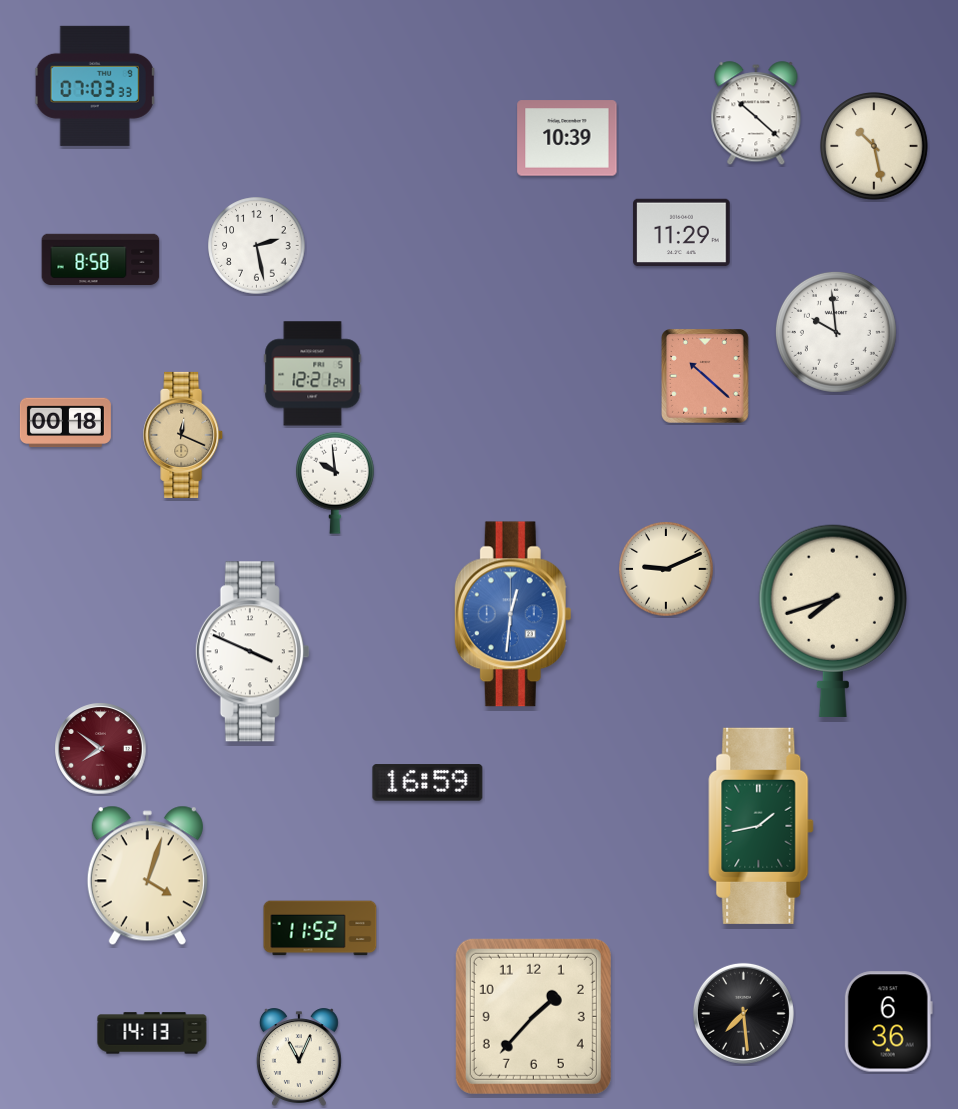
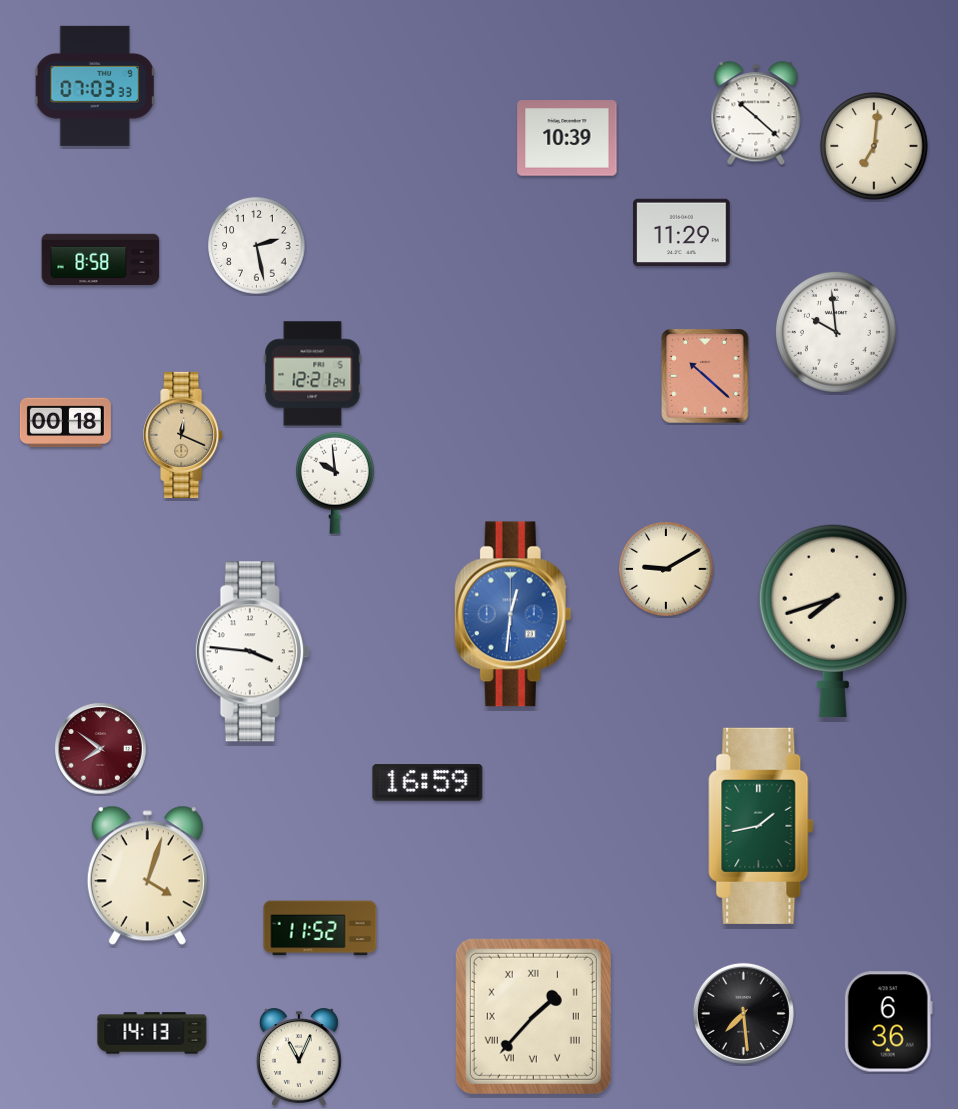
clock at (875, 147): 10:28 -> 7:01
clock at (666, 569): 9:11 -> 9:10
clock at (252, 652): 3:49 -> 3:46
clock at (533, 1016) numerals: Arabic -> Roman
